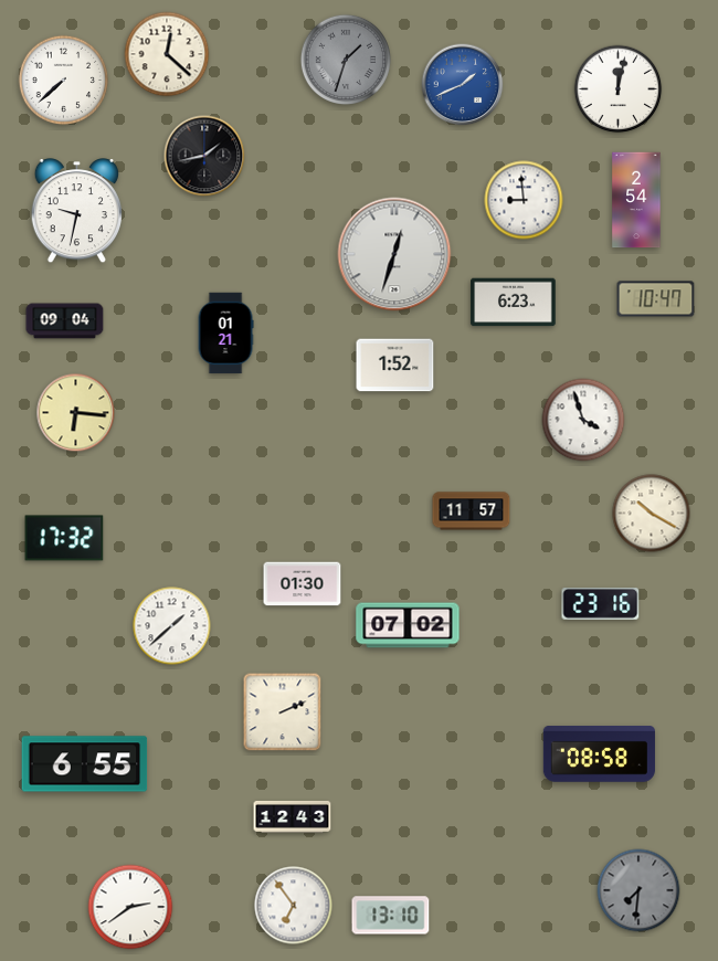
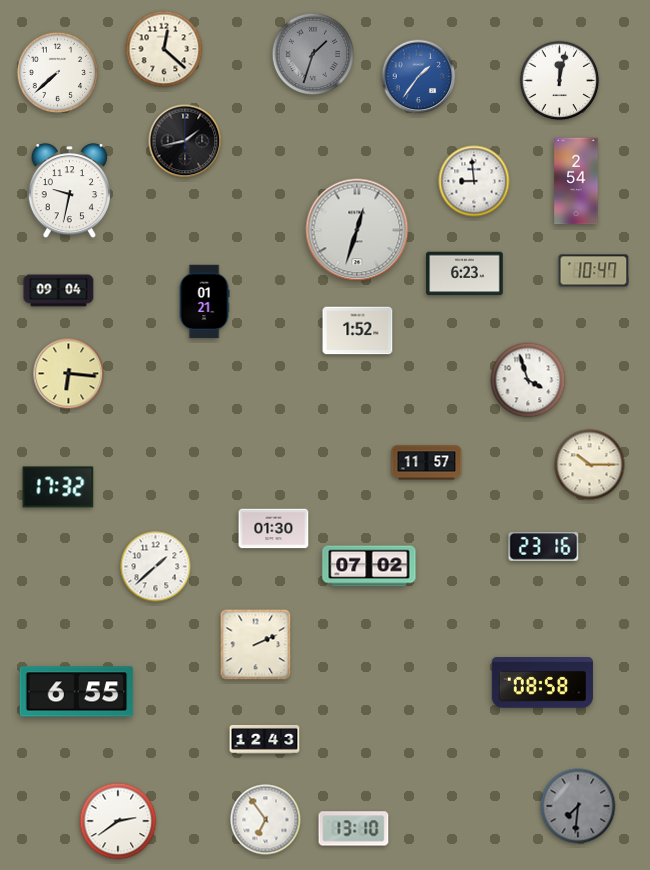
clock at (167, 54) position: (167, 54) -> (164, 49)
clock at (463, 85): 1:41 -> 1:36
clock at (652, 514): 10:20 -> 10:15
